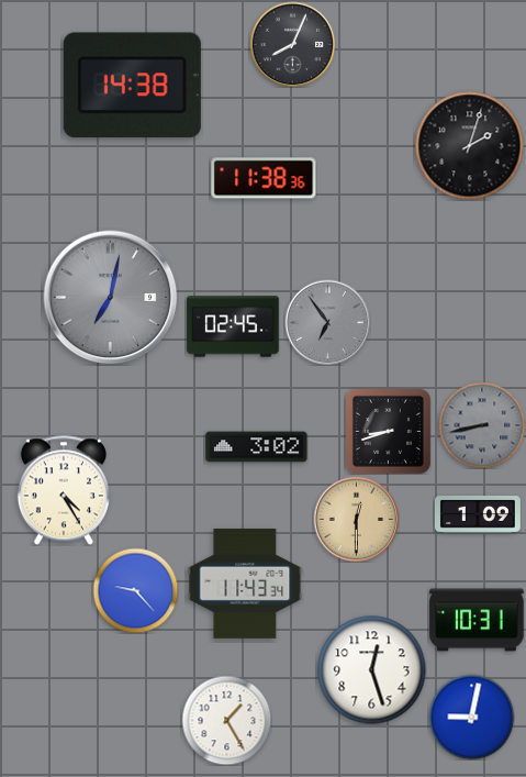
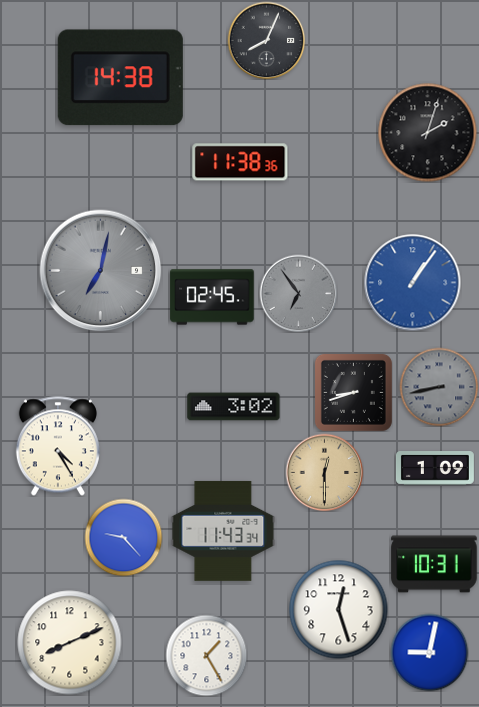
clock at (413, 283): none -> 1:06
clock at (70, 643): none -> 8:11
